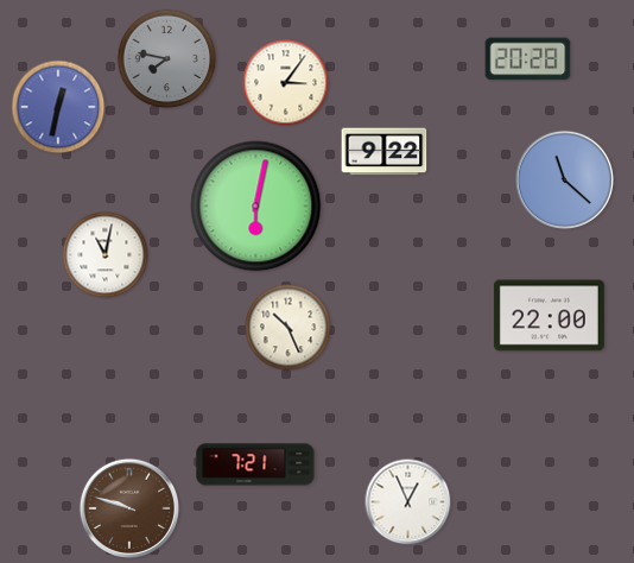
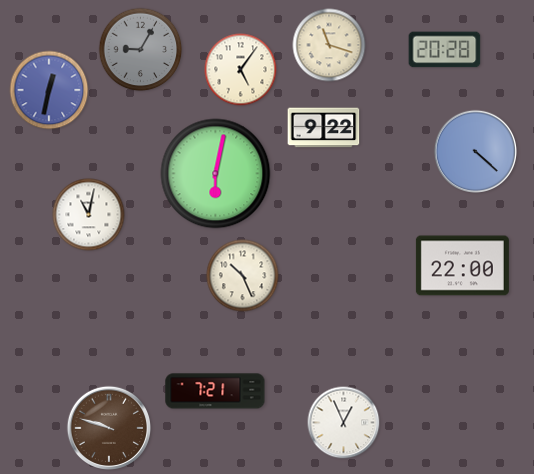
clock at (329, 45): none -> 11:18
clock at (167, 59): 7:47 -> 9:05
clock at (286, 83): 3:06 -> 5:06
clock at (564, 179): 11:22 -> 4:22
